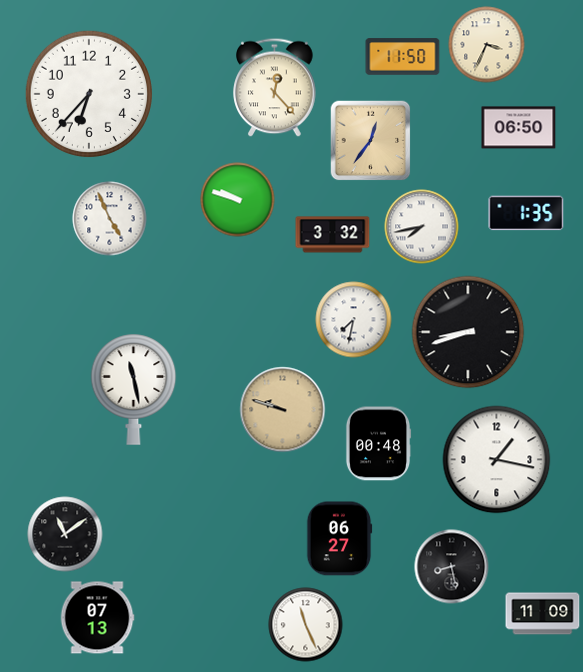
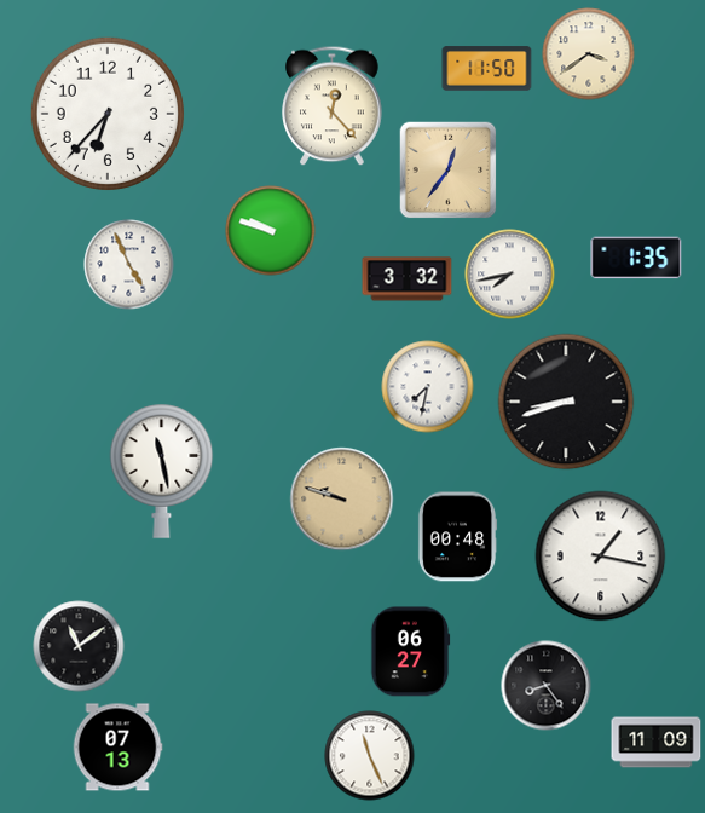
clock at (487, 45): 3:34 -> 3:39
clock at (519, 128): 06:50 -> none
clock at (238, 200) position: (238, 200) -> (271, 231)
clock at (110, 219) position: (110, 219) -> (129, 265)
clock at (333, 235) position: (333, 235) -> (408, 279)
clock at (283, 410) position: (283, 410) -> (342, 500)
clock at (452, 567): 8:28 -> 8:24
